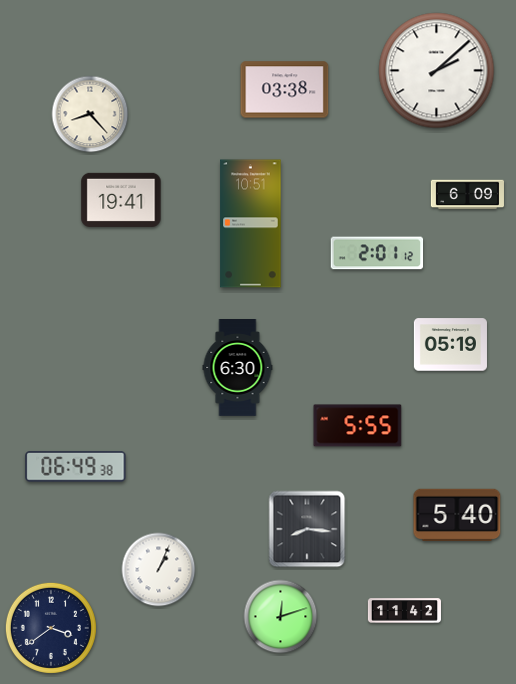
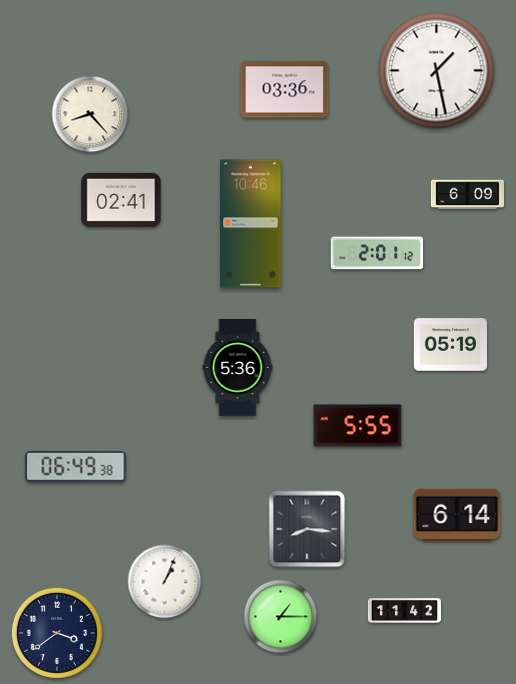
clock at (437, 71): 2:08 -> 1:28
clock at (285, 90): 03:38 -> 03:36
clock at (121, 200): 19:41 -> 02:41
clock at (251, 224): 10:51 -> 10:46
clock at (238, 368): 6:30 -> 5:36
clock at (457, 515): 5:40 -> 6:14
clock at (159, 570) position: (159, 570) -> (165, 582)
clock at (281, 617): 12:12 -> 1:15
clock at (51, 628) position: (51, 628) -> (57, 633)
